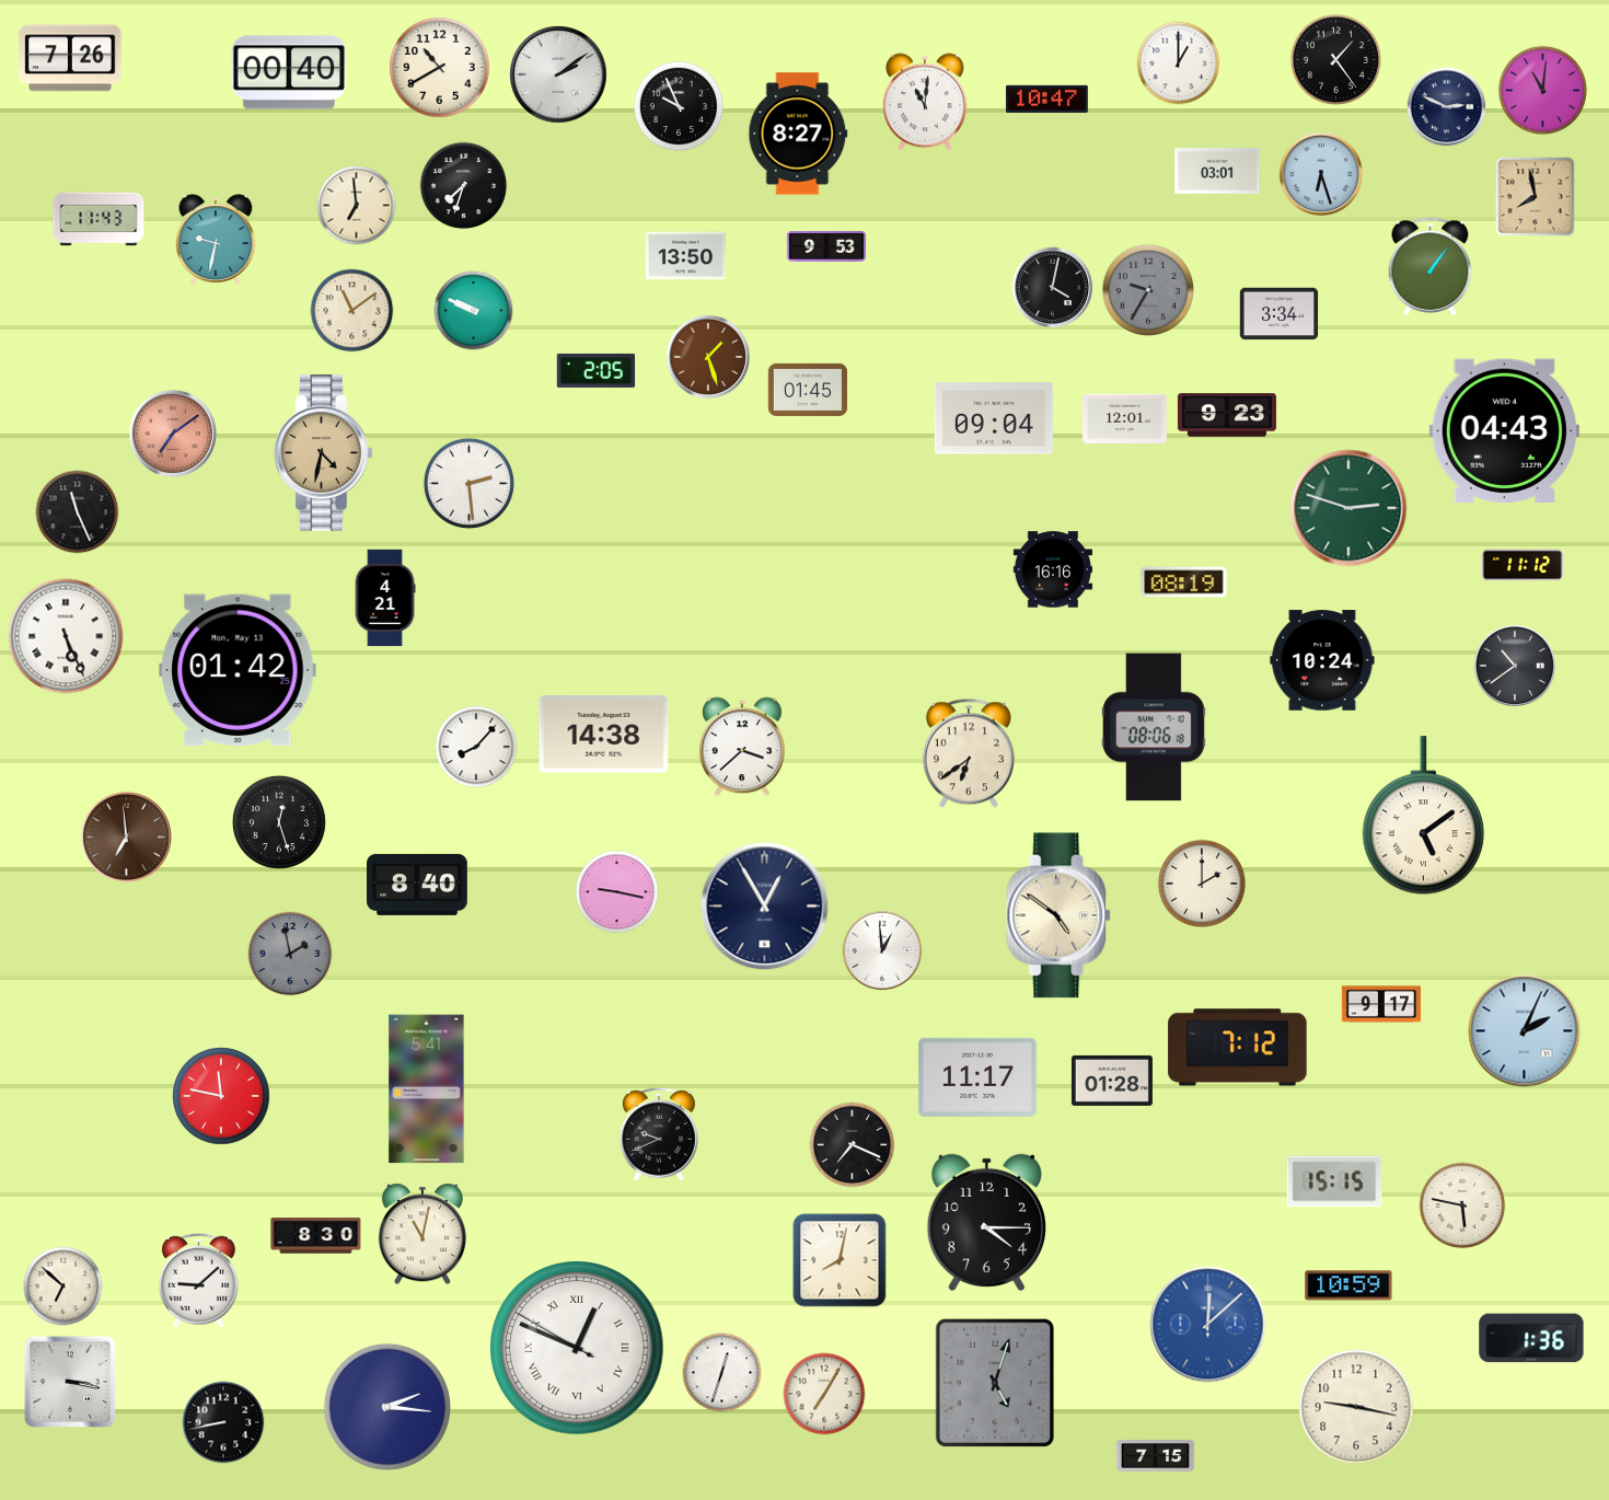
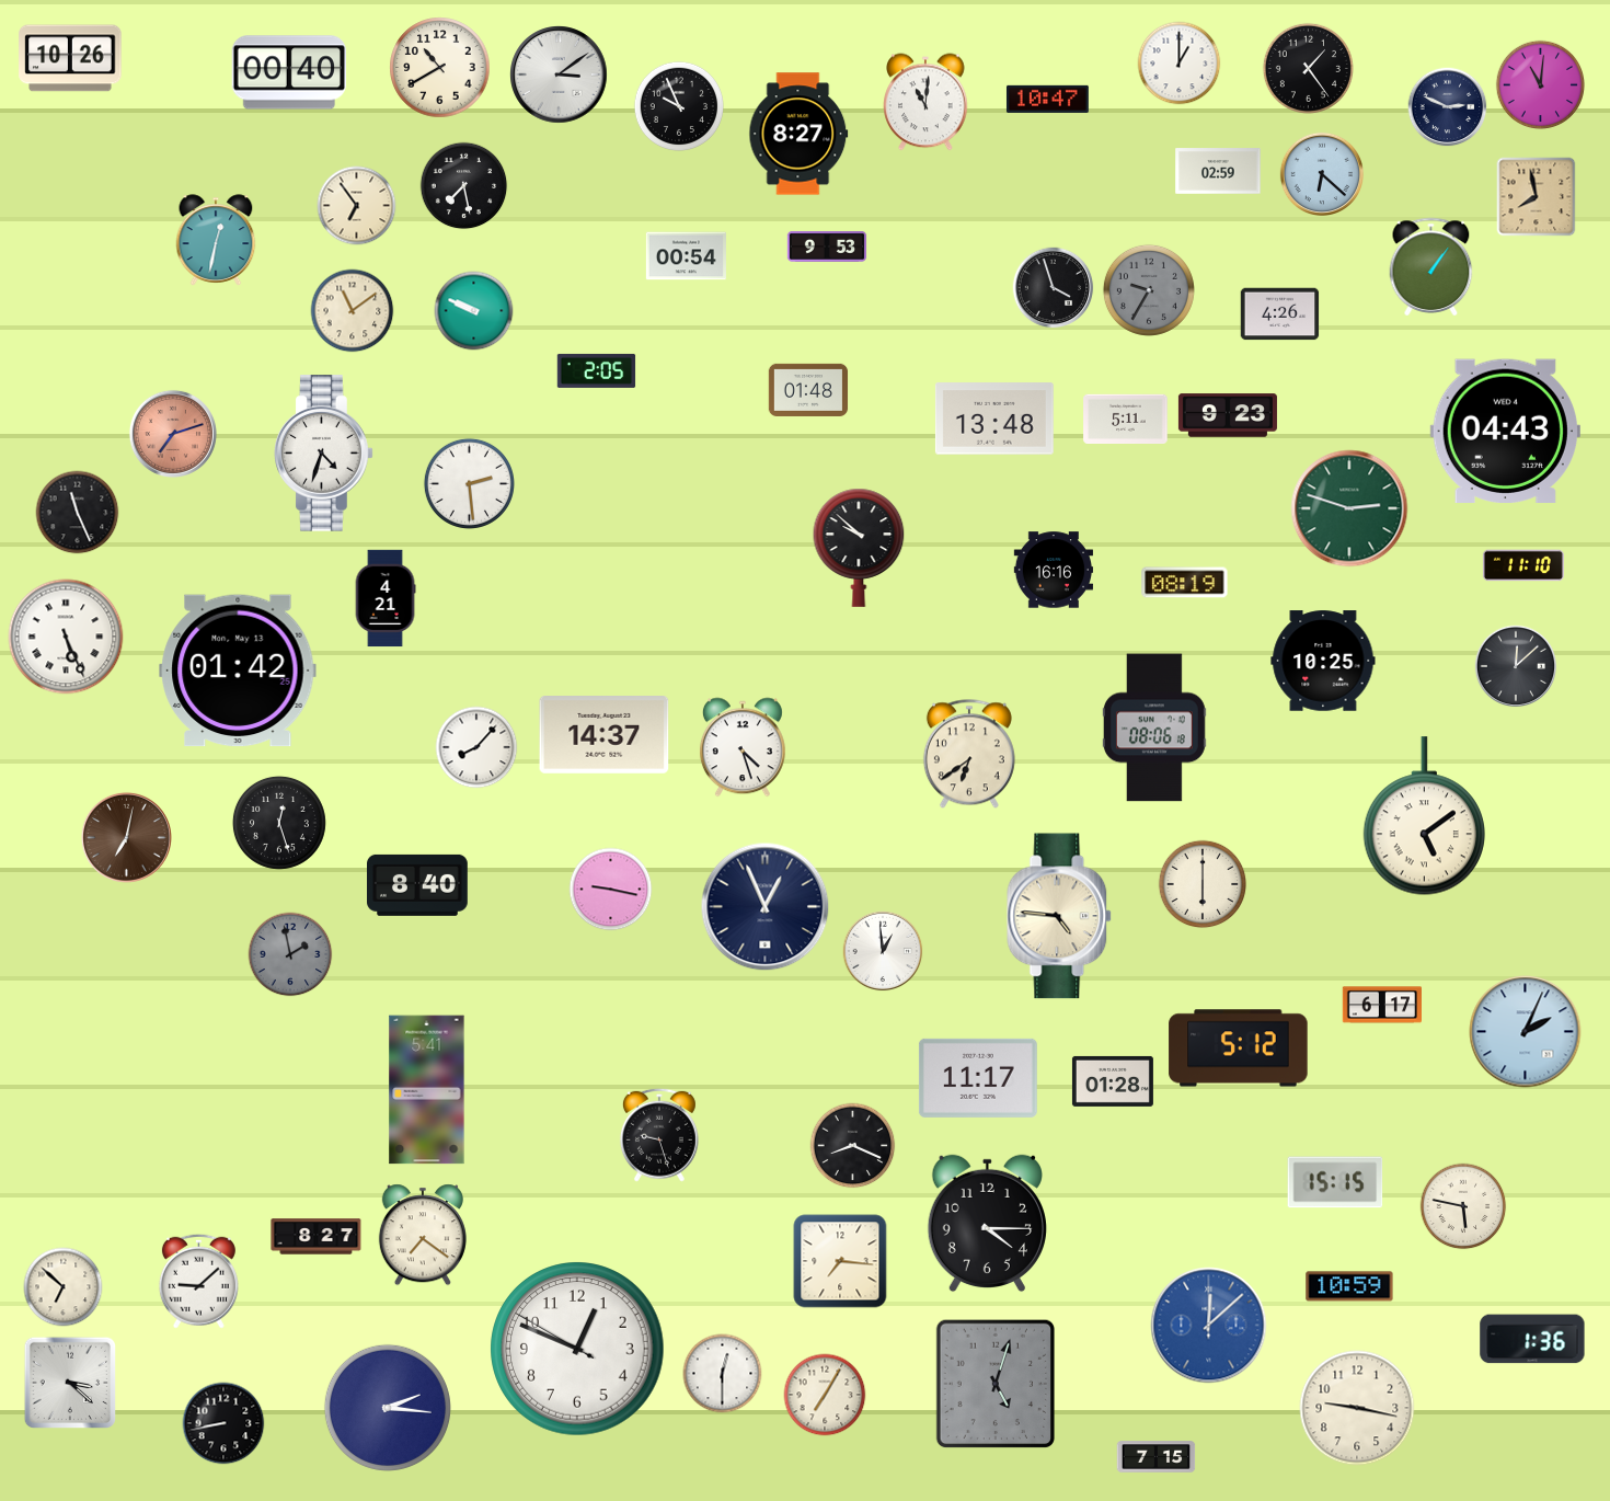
clock at (70, 58): 7:26 -> 10:26
clock at (1335, 59) position: (1335, 59) -> (1308, 68)
clock at (558, 74): 2:09 -> 3:09
clock at (1543, 91) position: (1543, 91) -> (1541, 85)
clock at (1217, 171): 03:01 -> 02:59
clock at (1320, 173): 6:27 -> 6:22
clock at (464, 186): 7:33 -> 7:28
clock at (357, 206): 6:59 -> 6:54
clock at (99, 219): 11:43 -> none
clock at (216, 240): 9:32 -> 12:32
clock at (685, 256): 13:50 -> 00:54
clock at (1053, 288): 4:02 -> 3:57
clock at (1280, 314): 3:34 -> 4:26
clock at (707, 356): 1:27 -> none
clock at (808, 390): 01:45 -> 01:48
clock at (994, 418): 09:04 -> 13:48
clock at (1125, 418): 12:01 -> 5:11
clock at (173, 434): 7:09 -> 7:12
clock at (324, 453): 4:32 -> 4:33
clock at (324, 453) dial: champagne -> white
clock at (859, 548): none -> 9:52
clock at (1523, 565): 11:12 -> 11:10
clock at (1322, 660): 10:24 -> 10:25
clock at (1515, 666): 10:39 -> 12:08
clock at (604, 735): 14:38 -> 14:37
clock at (742, 747): 3:38 -> 4:27
clock at (126, 836): 6:59 -> 7:02
clock at (1202, 884): 2:00 -> 6:00
clock at (617, 892) position: (617, 892) -> (611, 890)
clock at (765, 907): 12:55 -> 12:56
clock at (1060, 915): 4:51 -> 4:46
clock at (1380, 1004): 9:17 -> 6:17
clock at (1238, 1048): 7:12 -> 5:12
clock at (221, 1096): 11:47 -> none
clock at (659, 1134): 9:41 -> 9:27
clock at (853, 1145): 7:19 -> 8:19
clock at (422, 1234): 11:02 -> 7:21
clock at (316, 1236): 8:30 -> 8:27
clock at (840, 1260): 8:02 -> 7:16
clock at (577, 1348) numerals: Roman -> Arabic
clock at (722, 1373): 12:33 -> 12:30
clock at (69, 1381): 3:17 -> 3:22
